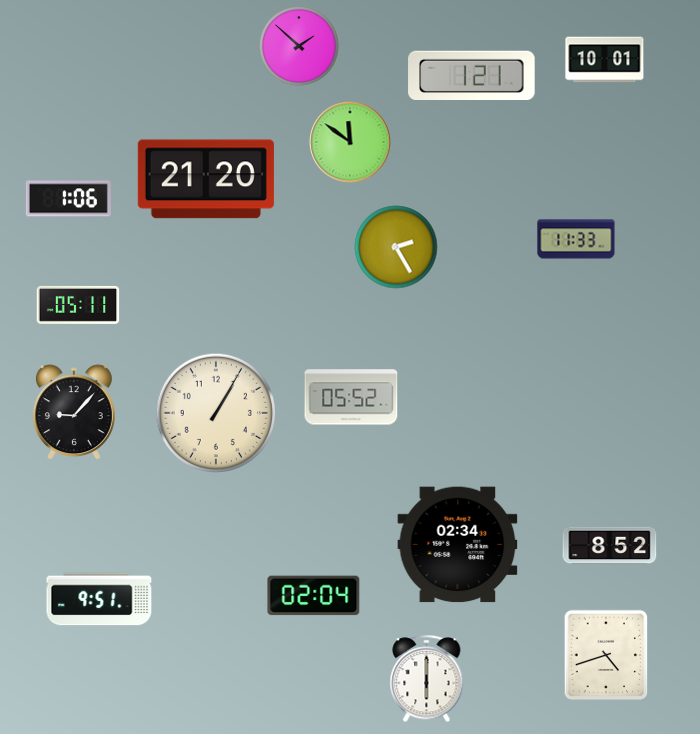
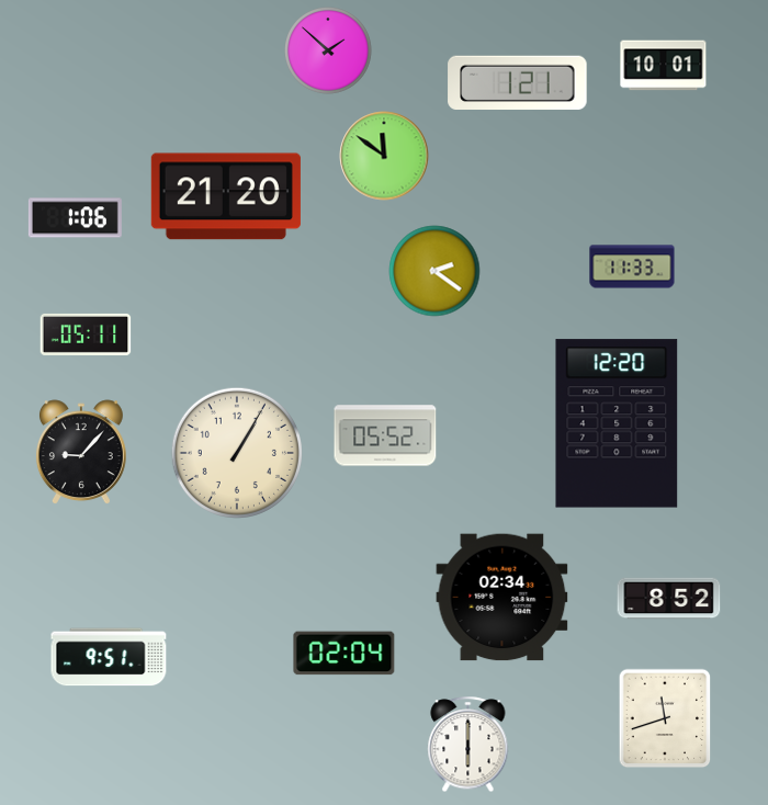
clock at (576, 239) position: (576, 239) -> (632, 267)
clock at (396, 247): 2:25 -> 2:21
clock at (617, 423): none -> 12:20
clock at (606, 655): 4:42 -> 11:42
